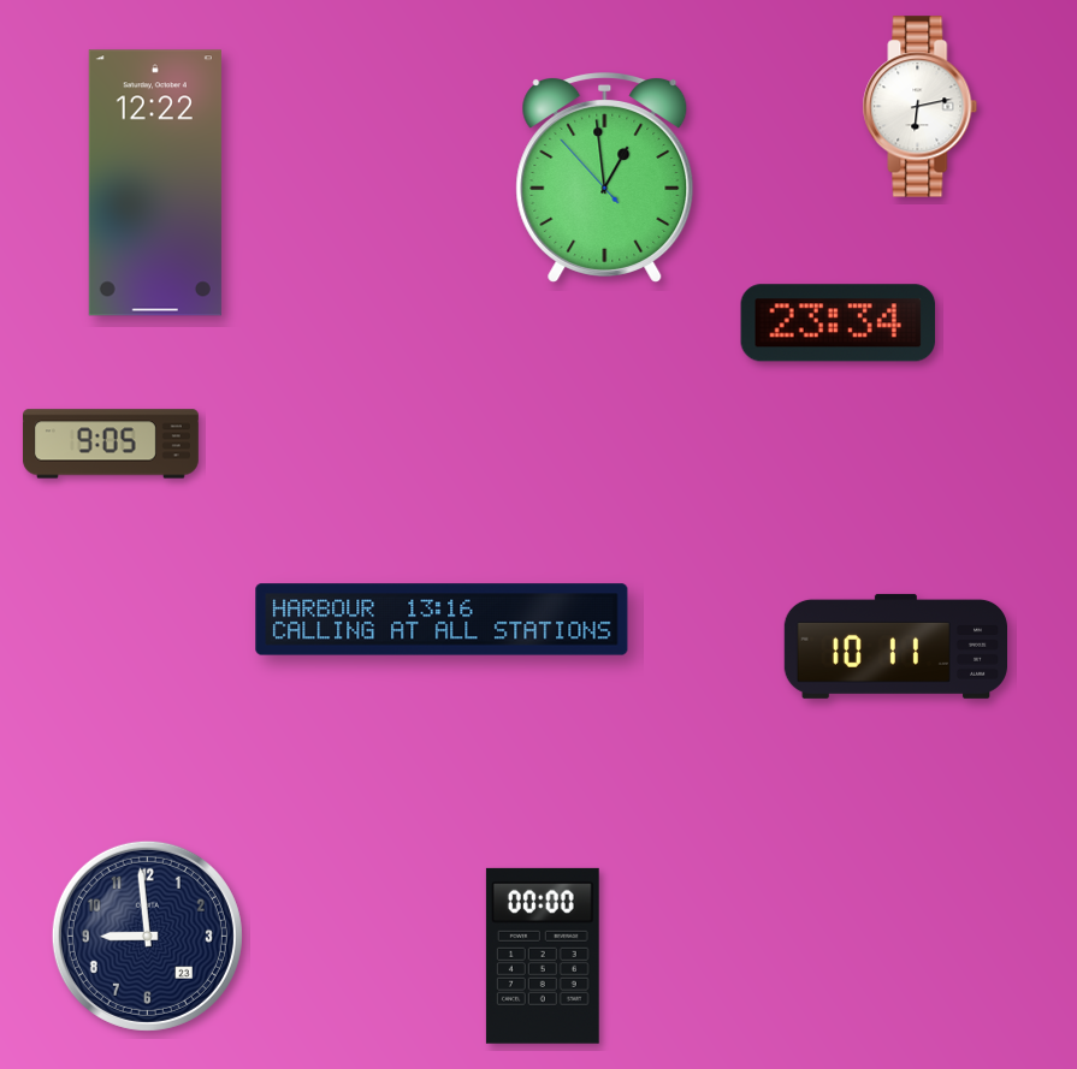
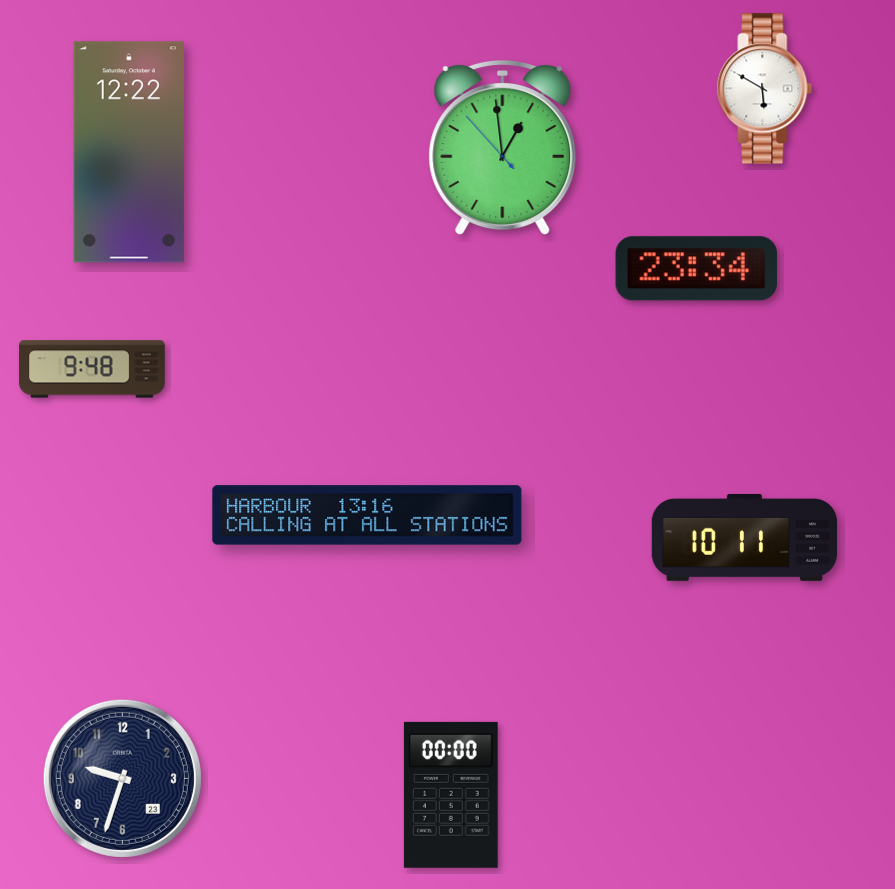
clock at (921, 107): 6:13 -> 5:50
clock at (111, 444): 9:05 -> 9:48
clock at (147, 936): 8:59 -> 9:33
